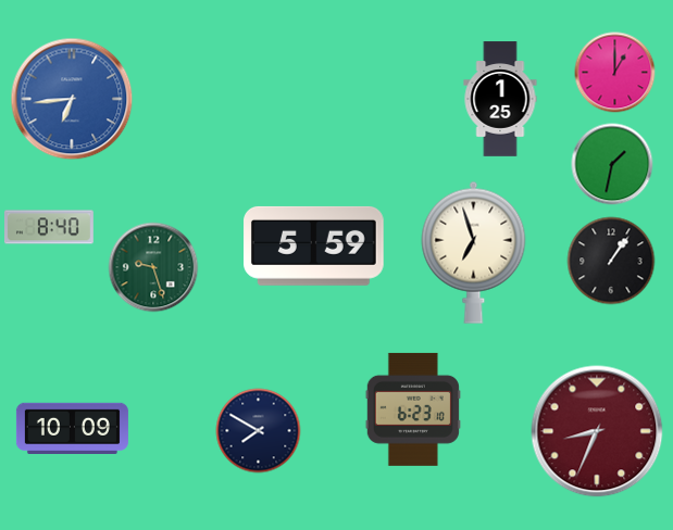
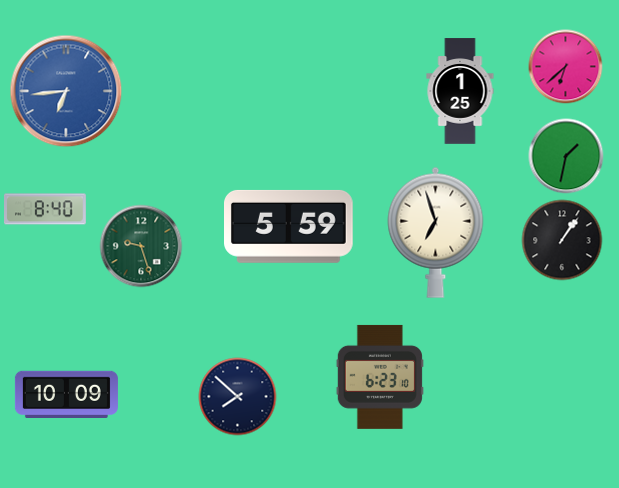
clock at (615, 73): 1:00 -> 6:38
clock at (612, 164) position: (612, 164) -> (566, 156)
clock at (259, 431): 7:50 -> 7:52
clock at (597, 431): 8:34 -> none
